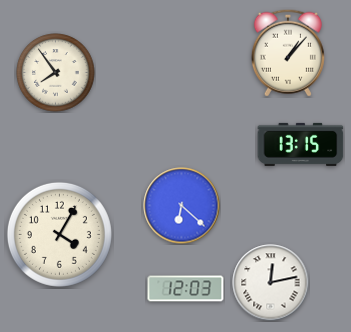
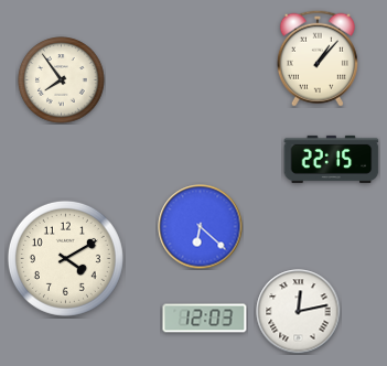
clock at (301, 144): 13:15 -> 22:15
clock at (59, 234): 4:05 -> 4:10
